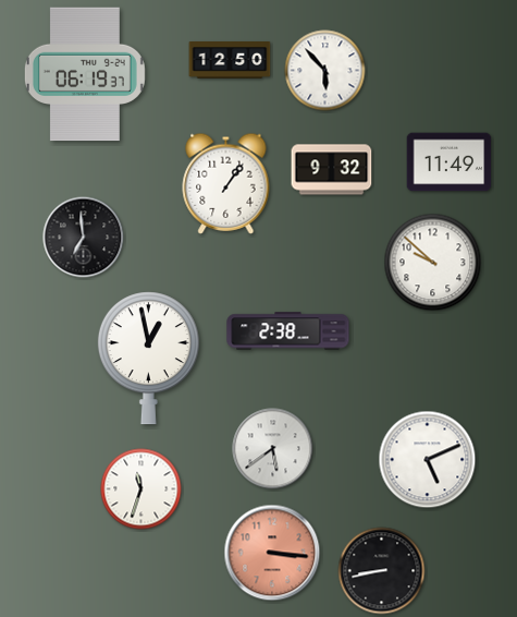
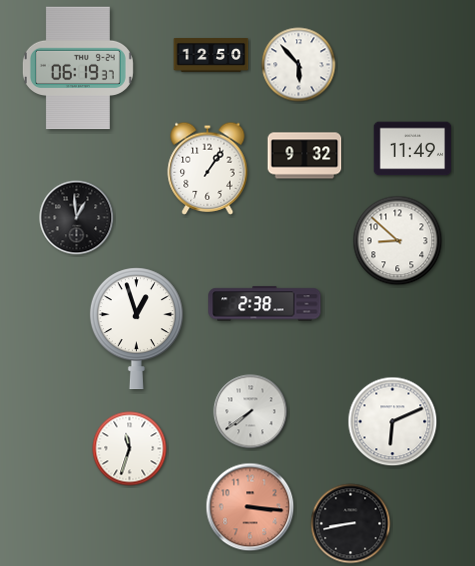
clock at (84, 238): 6:59 -> 12:59
clock at (433, 263): 9:52 -> 8:52
clock at (148, 359): 12:58 -> 12:57
clock at (273, 449): 5:39 -> 7:39
clock at (428, 460): 5:11 -> 6:11
